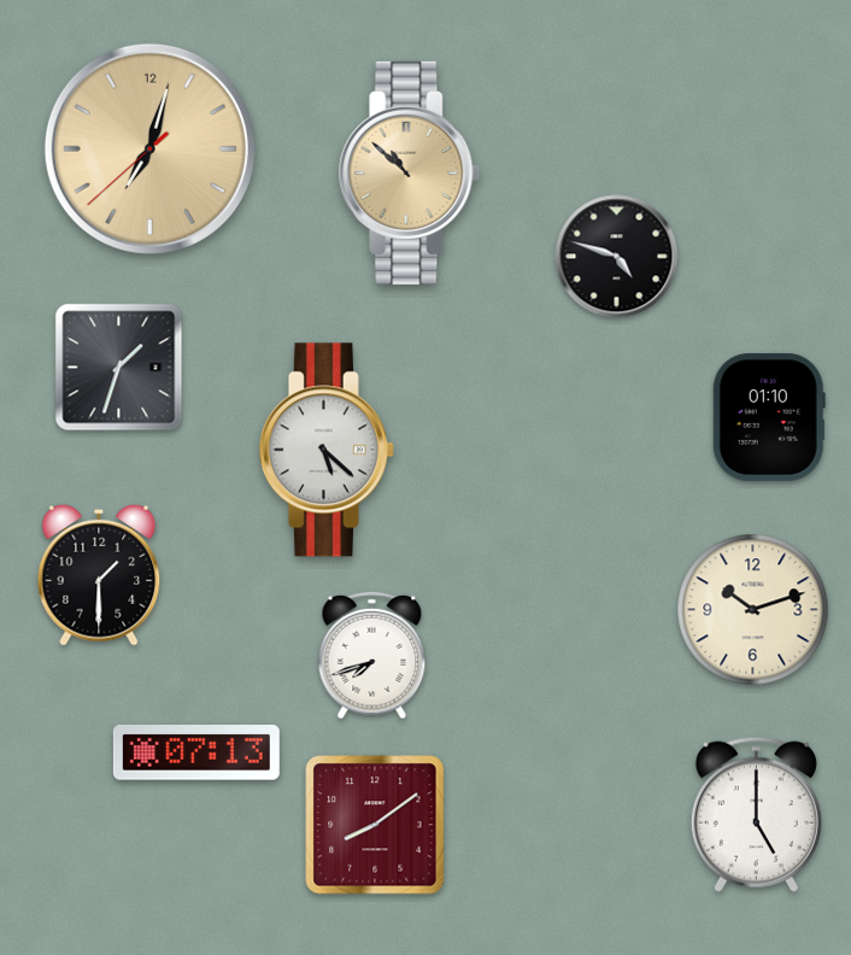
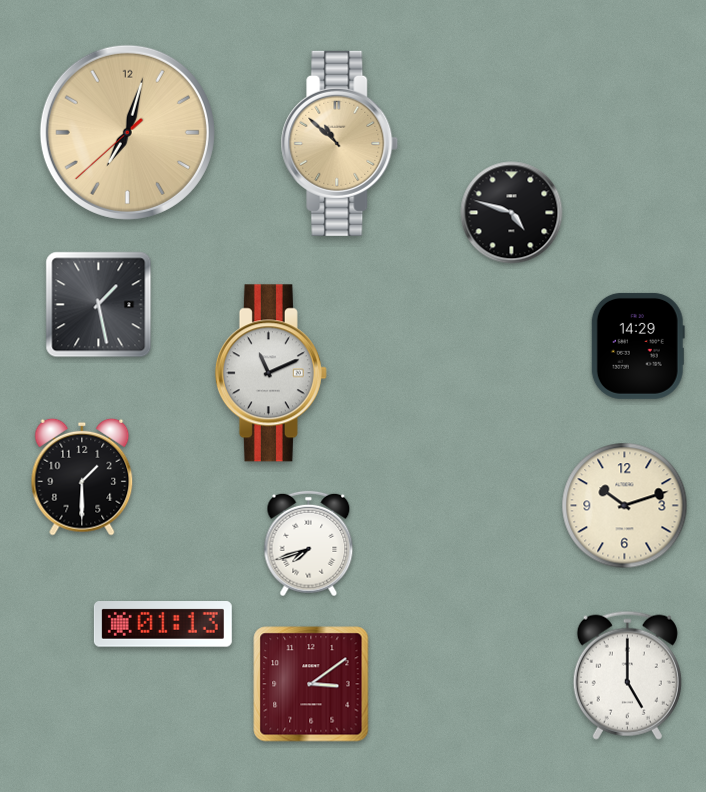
clock at (149, 148) position: (149, 148) -> (127, 132)
clock at (119, 368): 1:33 -> 1:28
clock at (769, 417): 01:10 -> 14:29
clock at (327, 450): 5:22 -> 11:11
clock at (196, 752): 07:13 -> 01:13
clock at (375, 825): 8:09 -> 3:09
